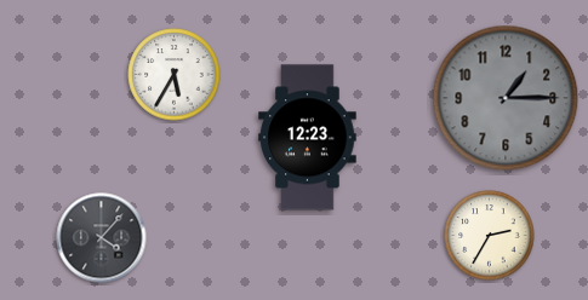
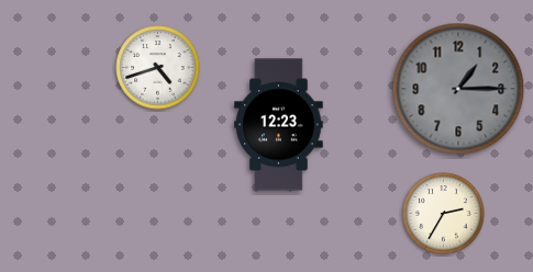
clock at (175, 75): 5:35 -> 4:42
clock at (102, 238): 4:07 -> none
